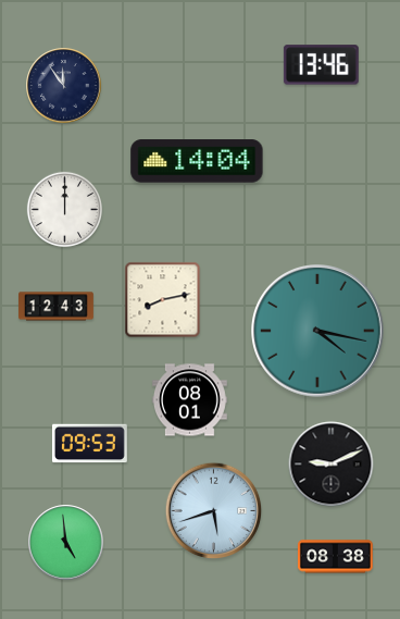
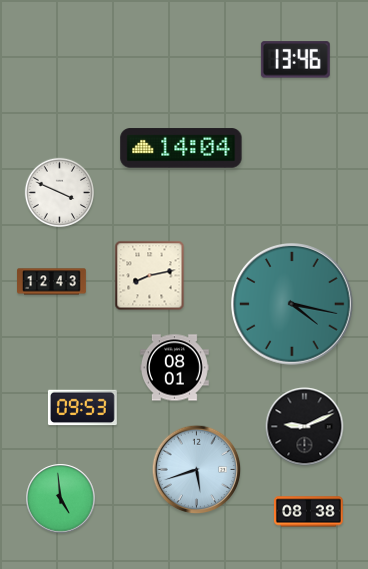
clock at (64, 86): 11:54 -> none
clock at (64, 209): 12:00 -> 3:49
